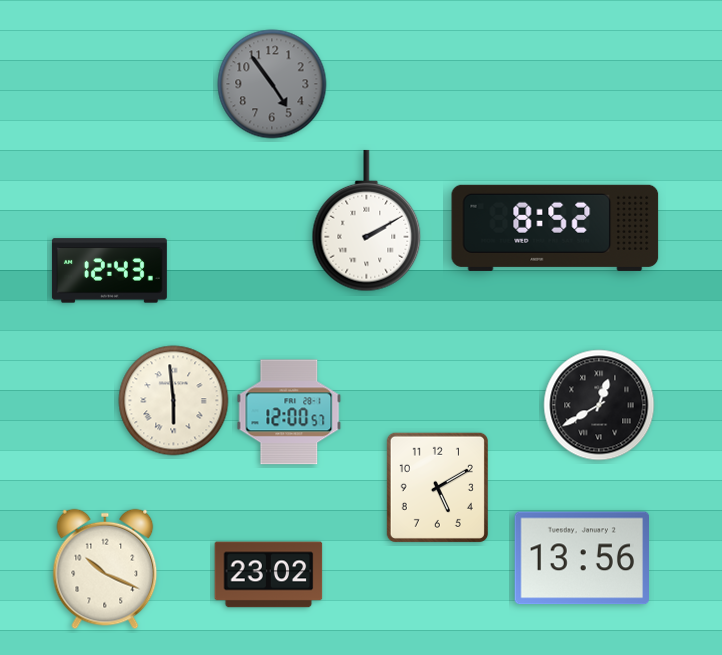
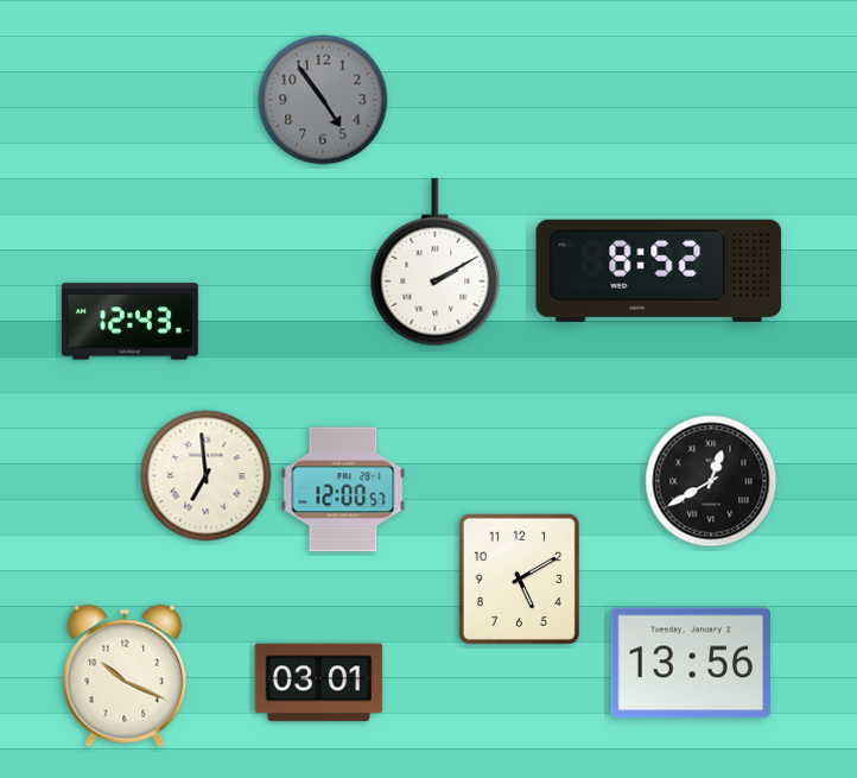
clock at (174, 401): 5:59 -> 6:59
clock at (269, 575): 23:02 -> 03:01
